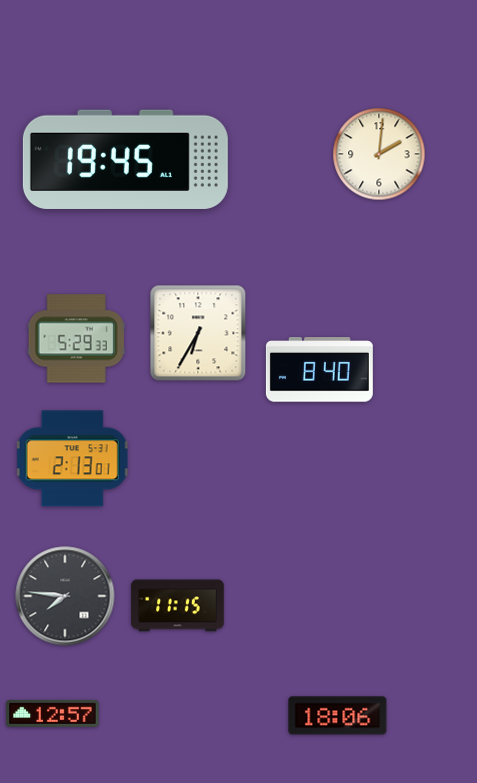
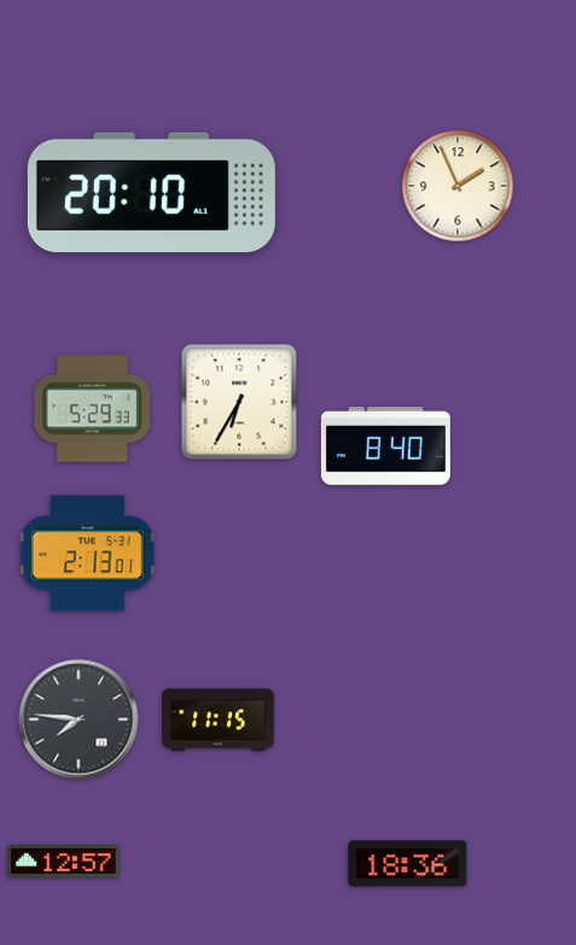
clock at (379, 154): 2:01 -> 1:56
clock at (125, 159): 19:45 -> 20:10
clock at (178, 606) position: (178, 606) -> (219, 721)
clock at (338, 716): 18:06 -> 18:36
